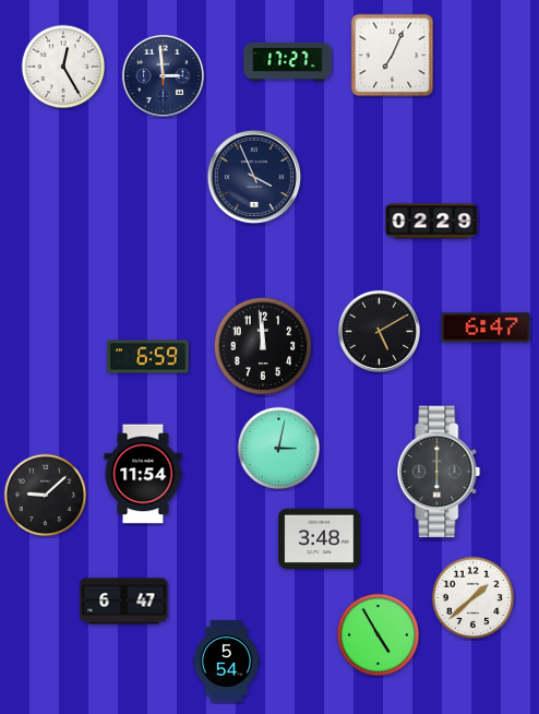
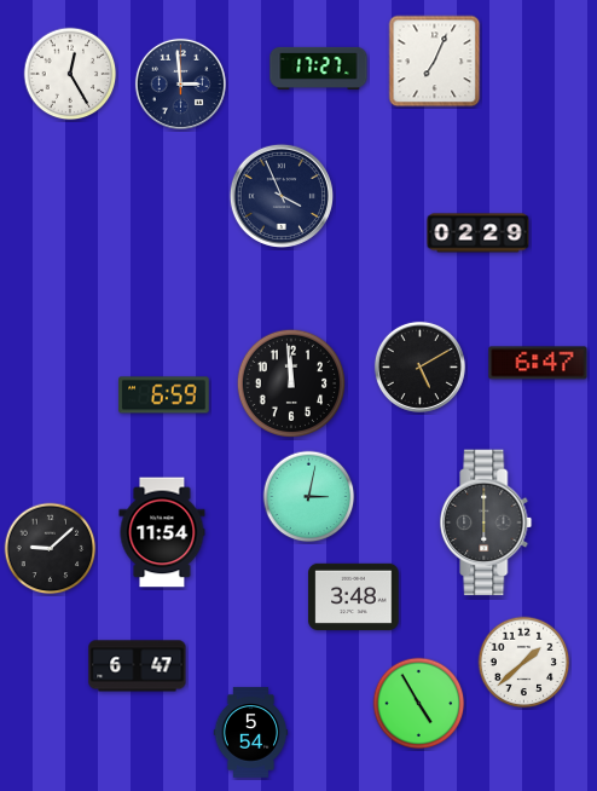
clock at (432, 222) position: (432, 222) -> (479, 233)
clock at (143, 474) position: (143, 474) -> (162, 532)
